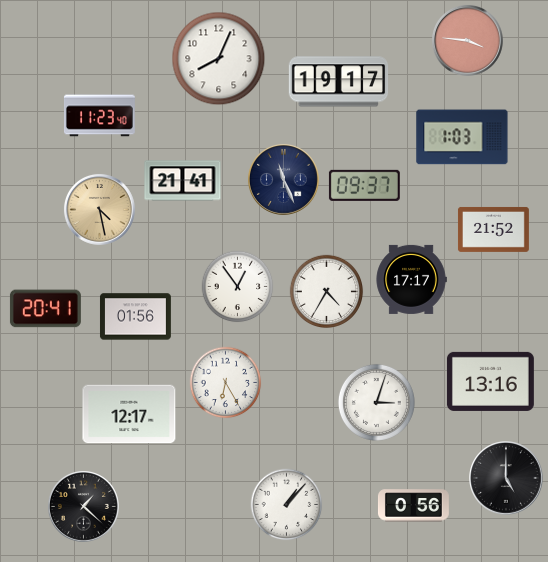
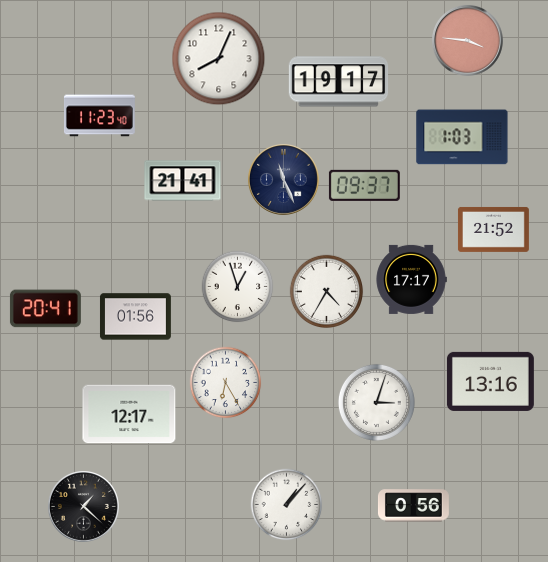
clock at (99, 209): 4:28 -> none
clock at (238, 287): 12:54 -> 12:57
clock at (506, 478): 5:00 -> none
